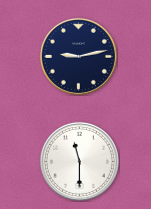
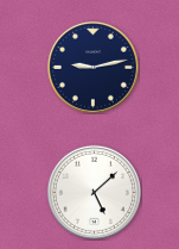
clock at (79, 161): 11:30 -> 5:08
